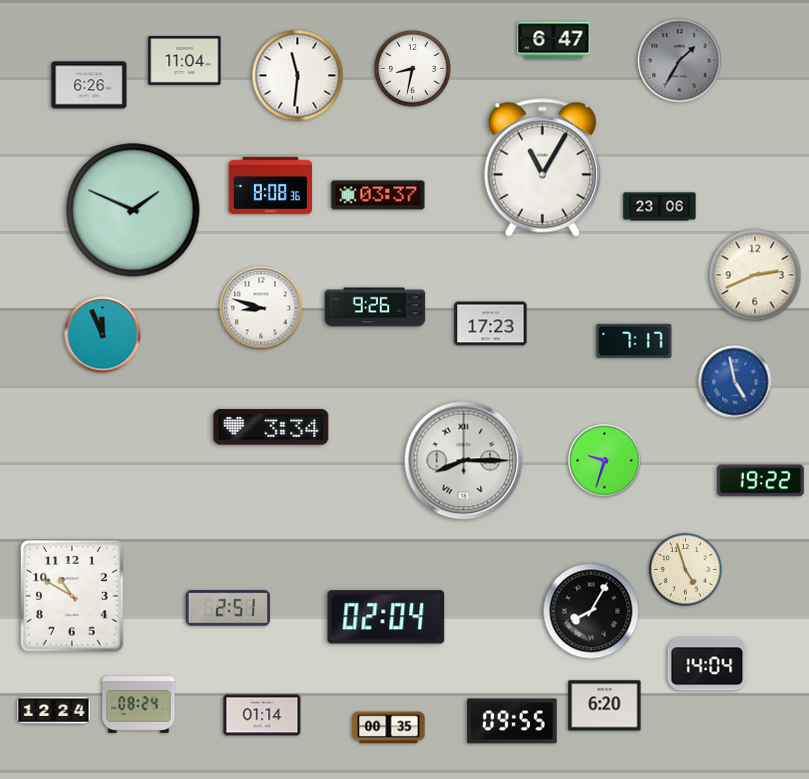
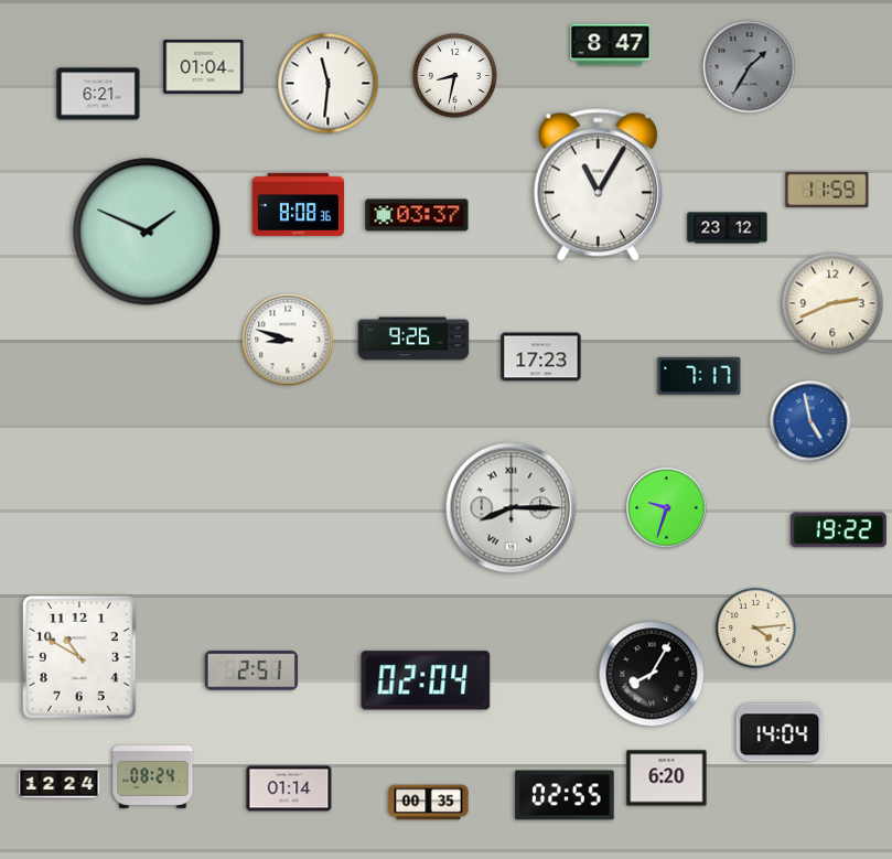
clock at (554, 41): 6:47 -> 8:47
clock at (185, 61): 11:04 -> 01:04
clock at (89, 85): 6:26 -> 6:21
clock at (827, 190): none -> 11:59
clock at (660, 207): 23:06 -> 23:12
clock at (103, 335): 11:56 -> none
clock at (271, 427): 3:34 -> none
clock at (685, 569): 4:57 -> 4:14
clock at (512, 721): 09:55 -> 02:55
